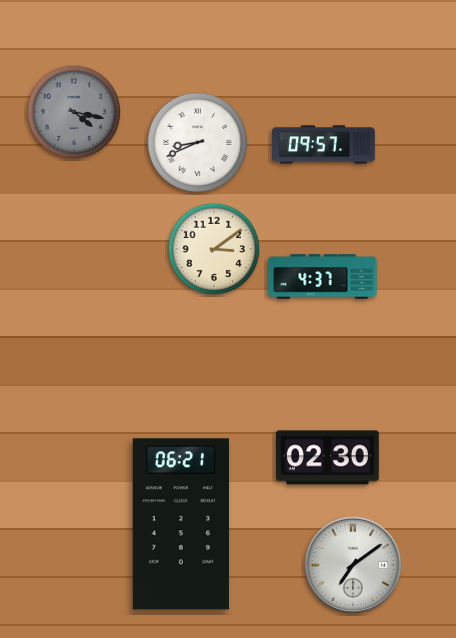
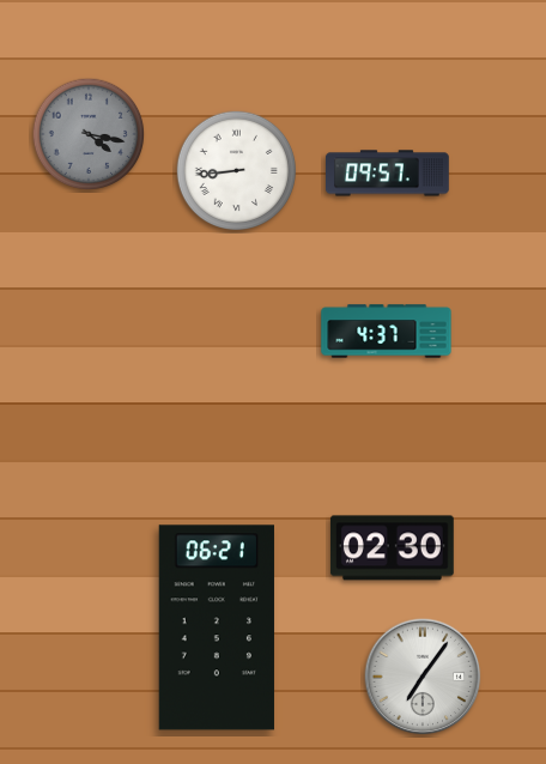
clock at (198, 143): 8:41 -> 8:44
clock at (214, 249): 3:09 -> none
clock at (353, 565): 7:09 -> 7:06
